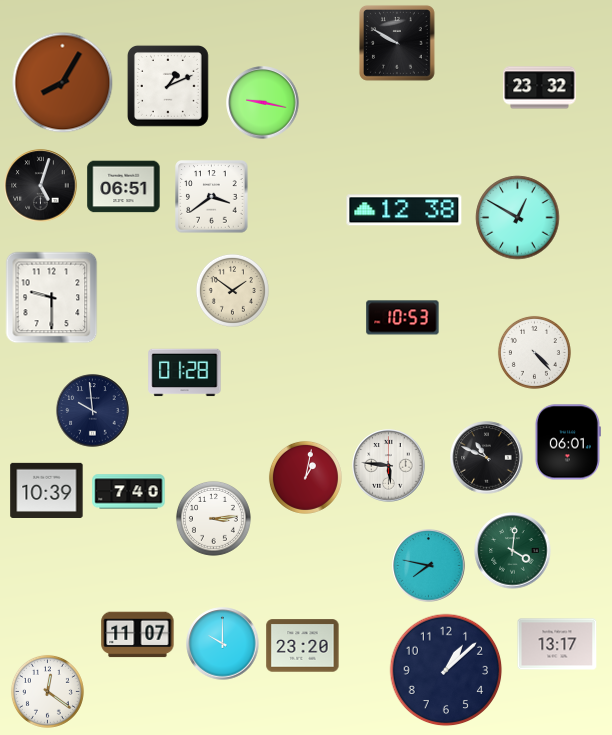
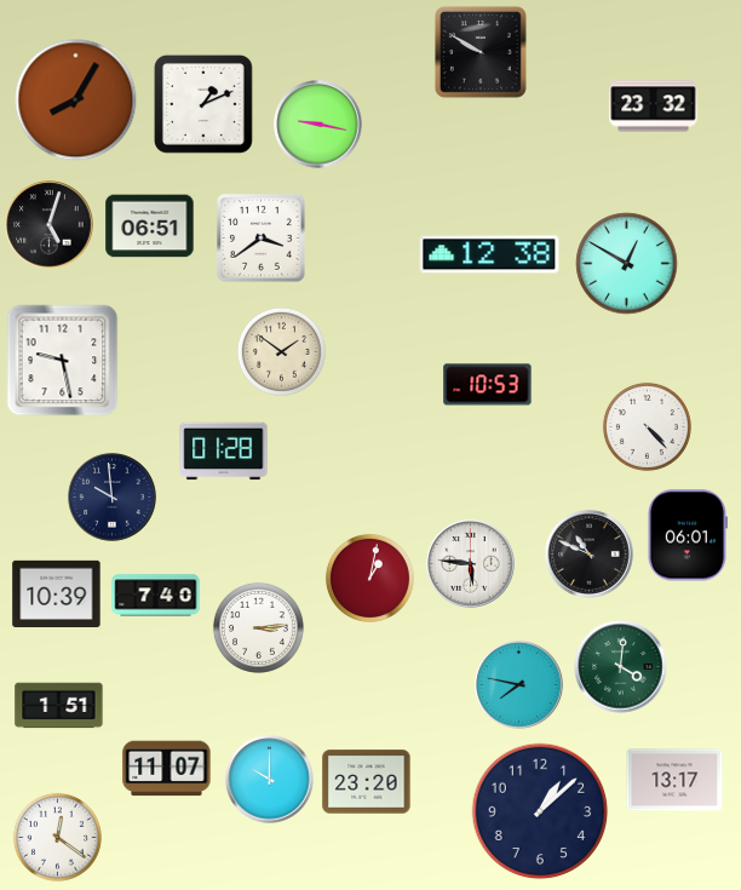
clock at (212, 197) position: (212, 197) -> (262, 239)
clock at (52, 298): 9:30 -> 9:28
clock at (59, 706): none -> 1:51
